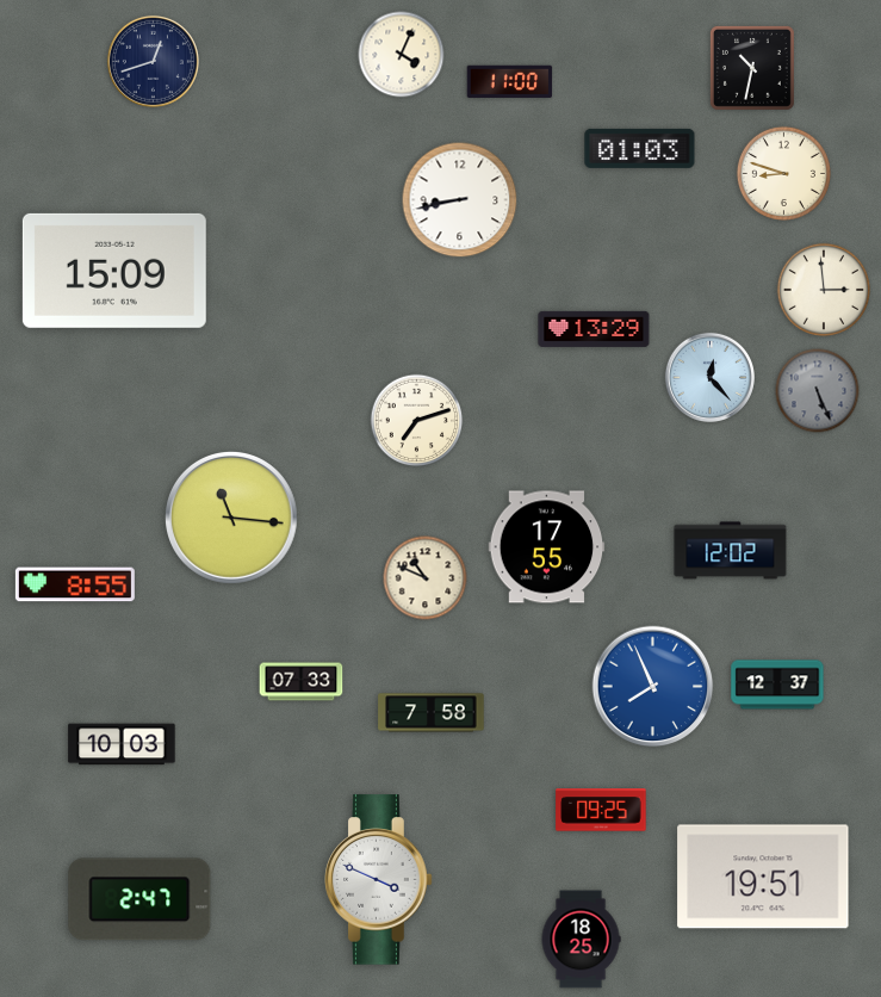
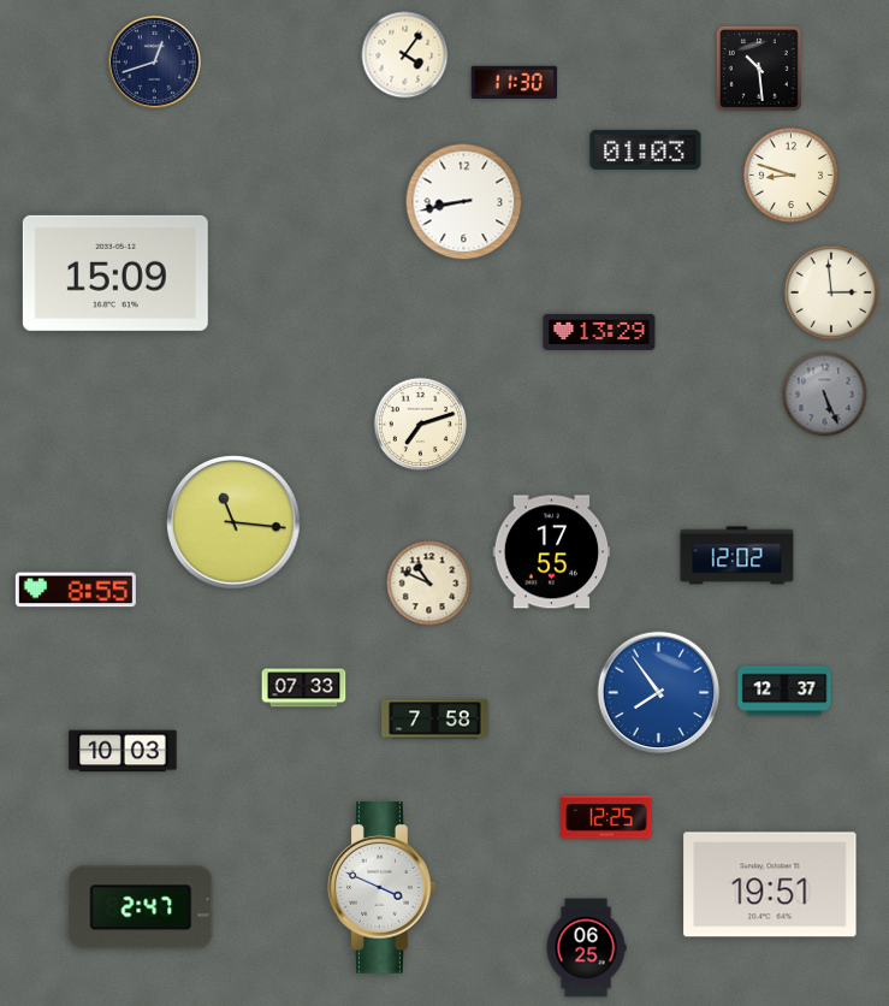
clock at (402, 55): 4:04 -> 4:06
clock at (752, 68): 10:32 -> 10:29
clock at (510, 81): 11:00 -> 11:30
clock at (709, 377): 12:23 -> none
clock at (653, 687): 7:56 -> 7:54
clock at (601, 810): 09:25 -> 12:25
clock at (581, 940): 18:25 -> 06:25
